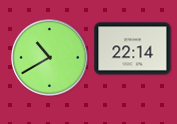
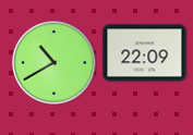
clock at (133, 49): 22:14 -> 22:09
